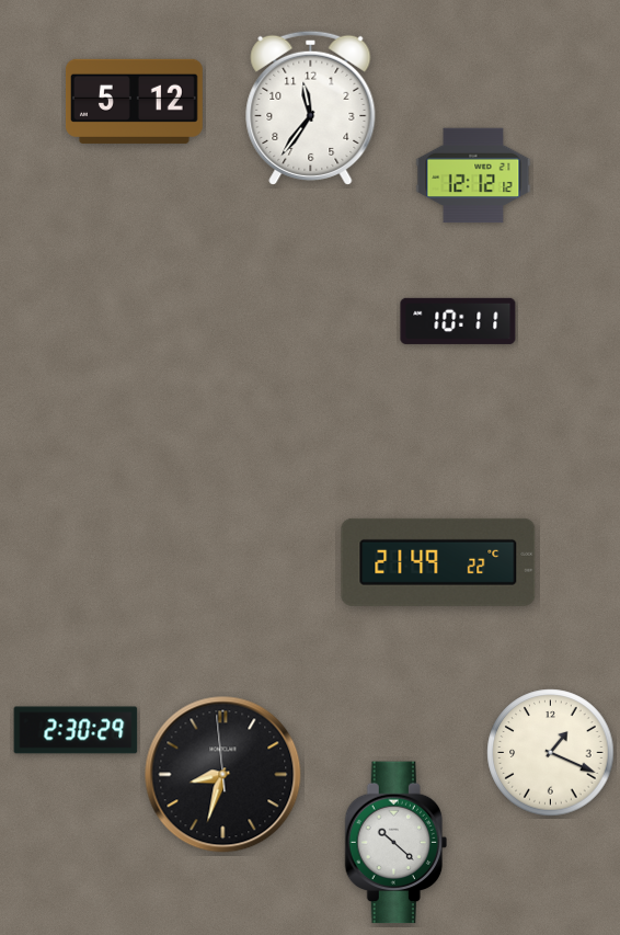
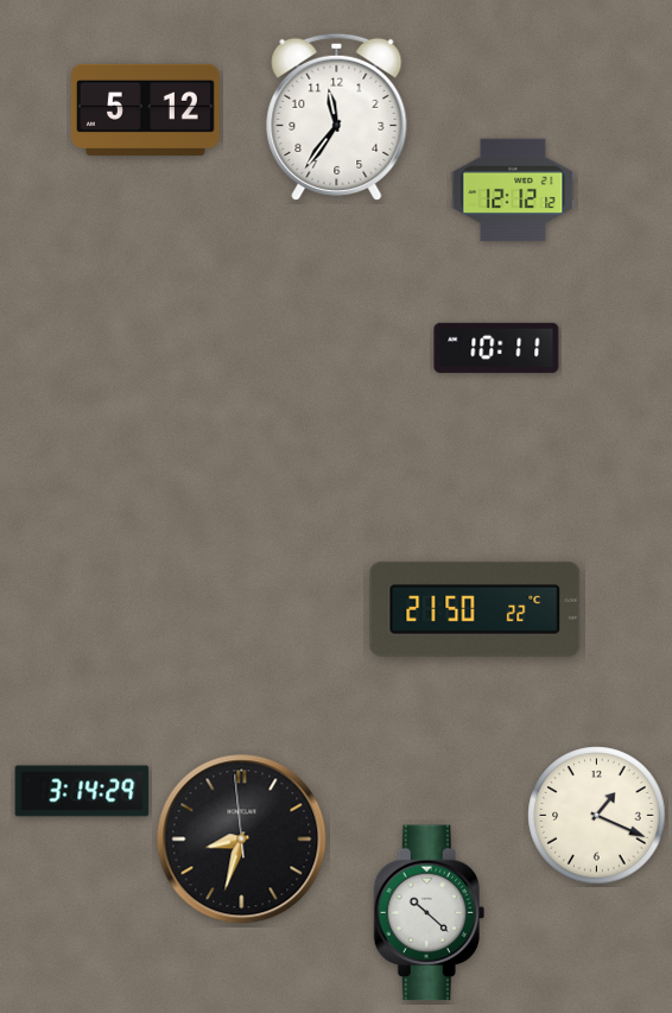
clock at (438, 562): 21:49 -> 21:50
clock at (76, 730): 2:30 -> 3:14
